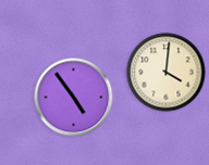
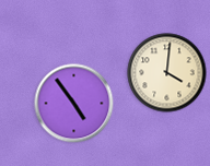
clock at (74, 98) position: (74, 98) -> (74, 104)
